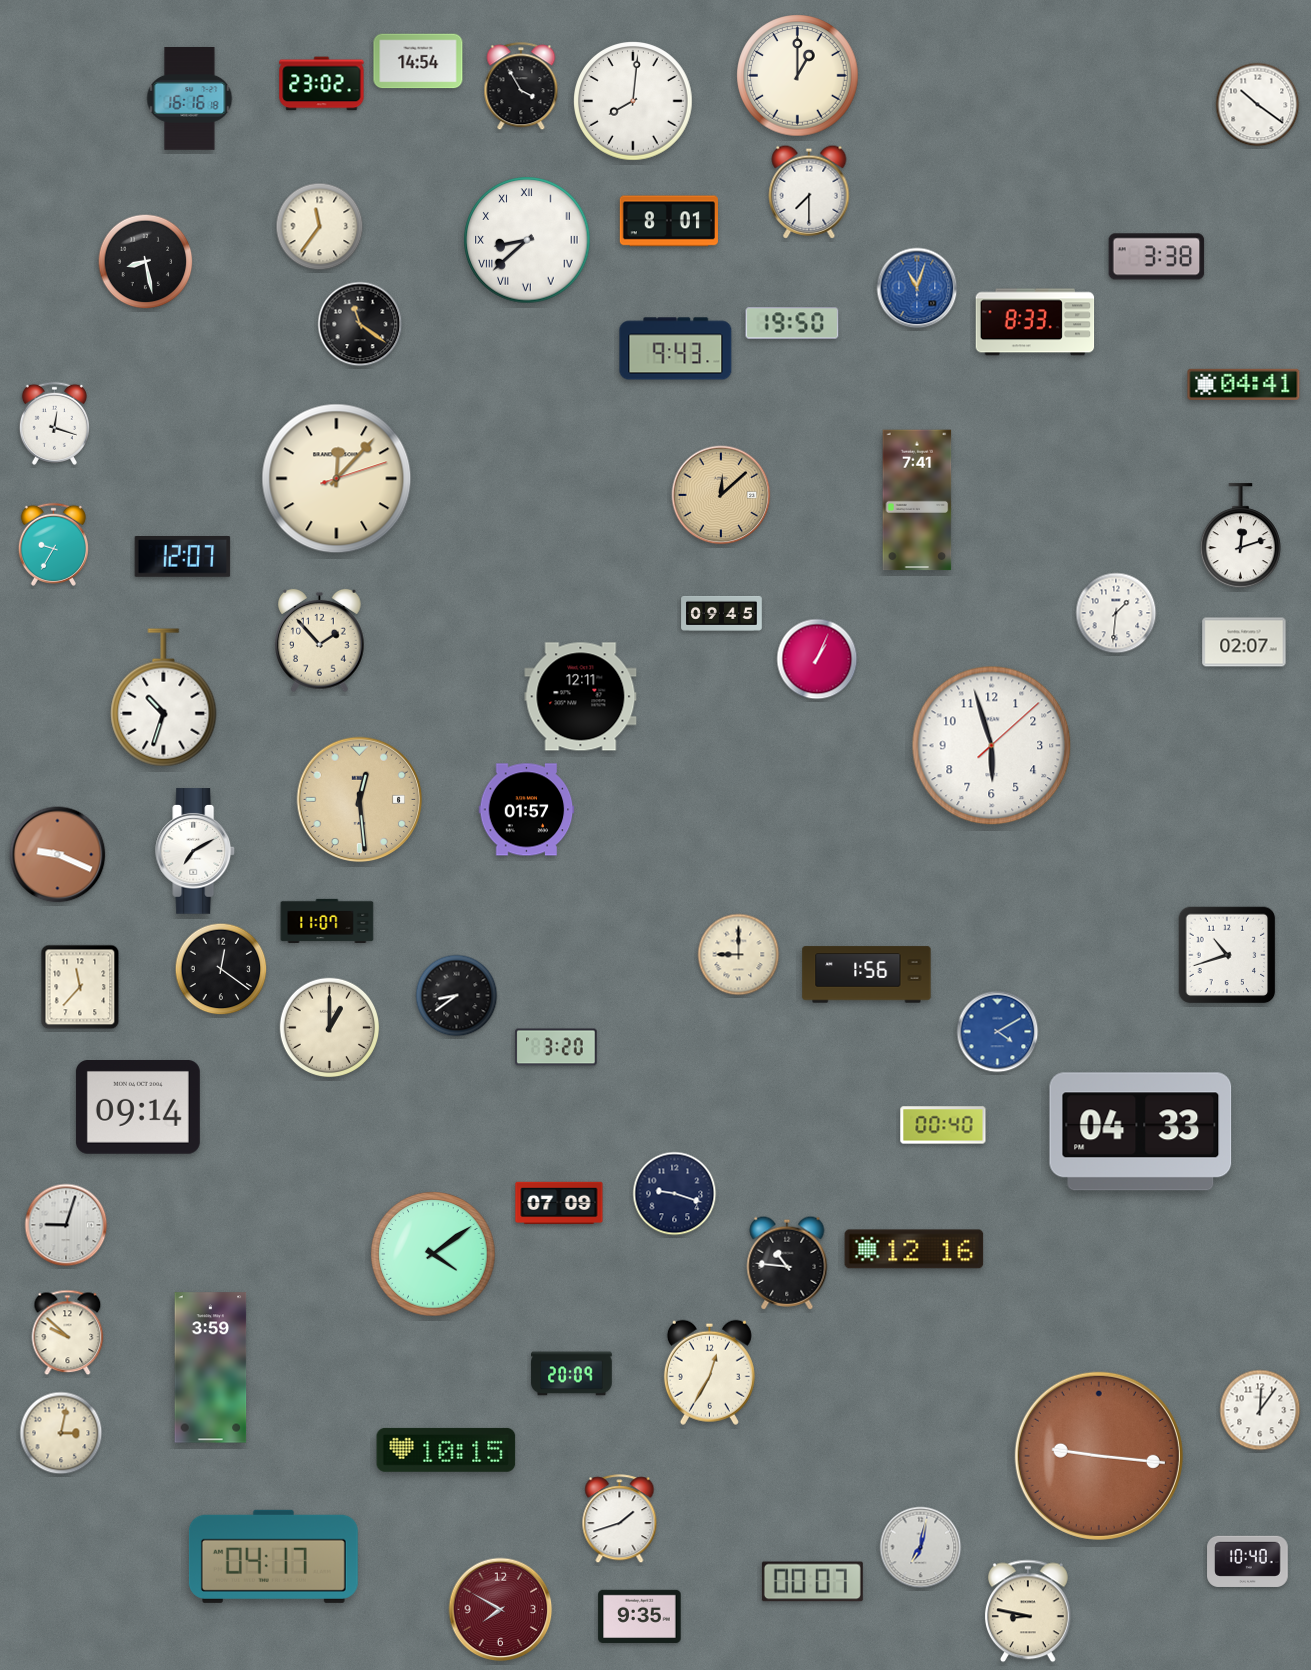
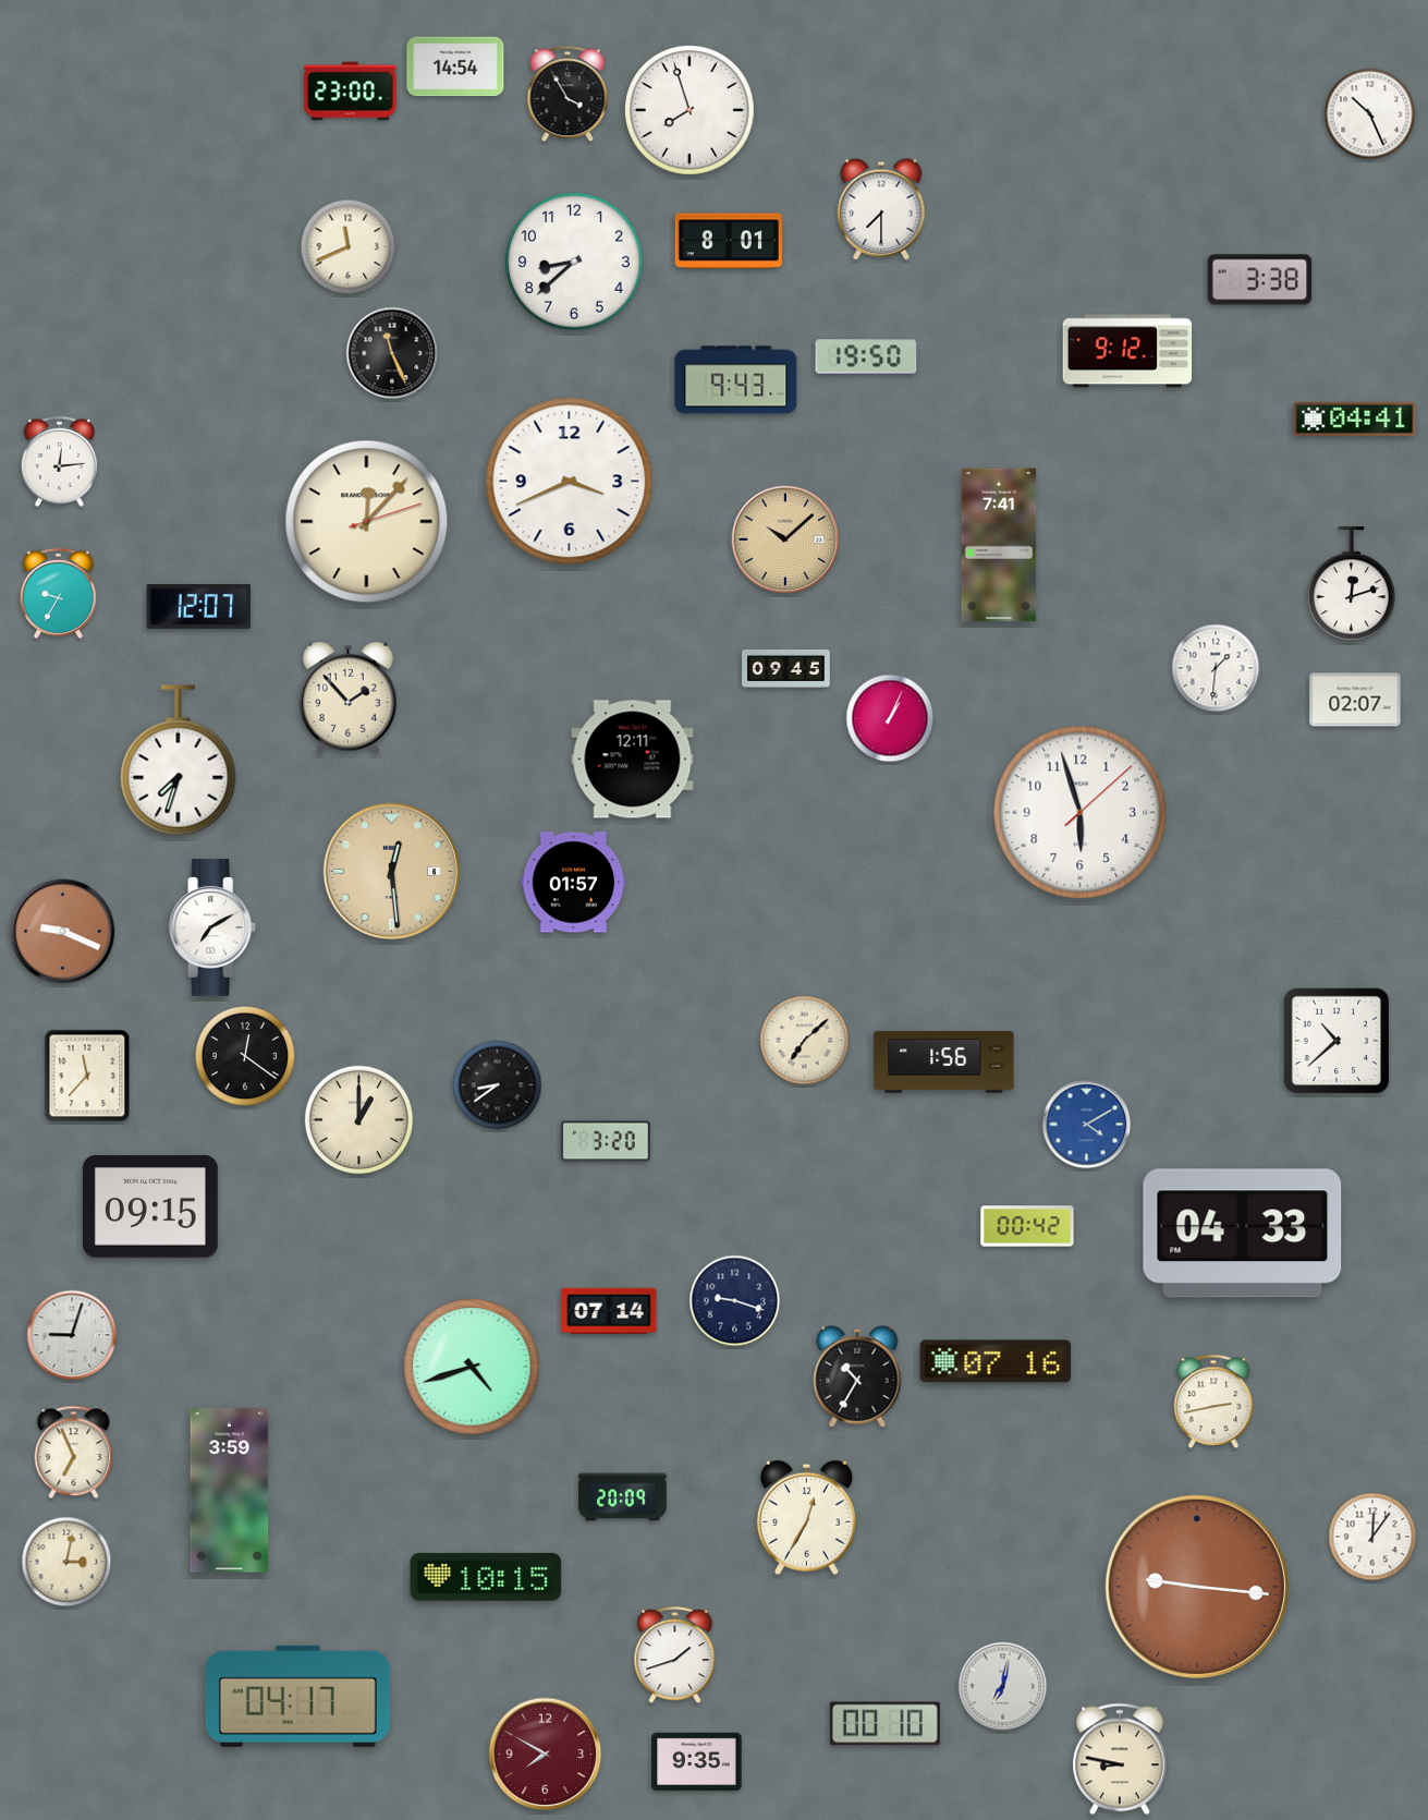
clock at (798, 76): 1:00 -> none
clock at (322, 84): 23:02 -> 23:00
clock at (190, 99): 16:16 -> none
clock at (634, 102): 8:01 -> 7:57
clock at (1258, 105): 10:21 -> 10:26
clock at (320, 227): 11:36 -> 11:41
clock at (527, 240) numerals: Roman -> Arabic
clock at (146, 262): 8:28 -> none
clock at (917, 288): 11:03 -> none
clock at (1035, 322): 8:33 -> 9:12
clock at (792, 323) position: (792, 323) -> (866, 356)
clock at (360, 324): 11:21 -> 11:26
clock at (54, 423): 12:18 -> 12:14
clock at (570, 482): none -> 3:41
clock at (721, 495): 12:08 -> 10:08
clock at (164, 698): 10:33 -> 7:33
clock at (327, 921): 11:07 -> none
clock at (739, 955): 9:00 -> 7:08
clock at (1227, 955): 10:42 -> 10:38
clock at (221, 969) position: (221, 969) -> (245, 1056)
clock at (138, 1108): 09:14 -> 09:15
clock at (943, 1125): 00:40 -> 00:42
clock at (559, 1203): 07:09 -> 07:14
clock at (914, 1249): 12:16 -> 07:16
clock at (433, 1254): 4:09 -> 4:42
clock at (787, 1263): 10:46 -> 10:35
clock at (1213, 1402): none -> 2:43
clock at (68, 1333): 9:52 -> 6:56
clock at (709, 1372) position: (709, 1372) -> (806, 1517)
clock at (446, 1450) position: (446, 1450) -> (486, 1577)
clock at (1248, 1561): 10:40 -> none
clock at (812, 1582): 00:07 -> 00:10
clock at (1028, 1611) position: (1028, 1611) -> (1120, 1759)
